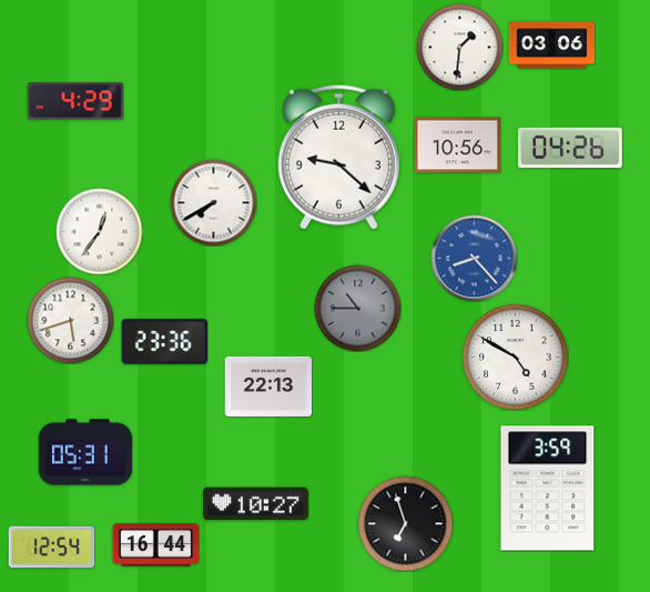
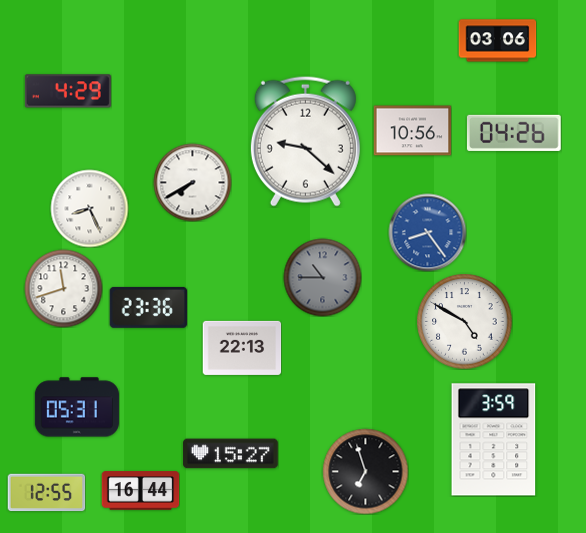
clock at (459, 47): 1:31 -> none
clock at (99, 231): 12:36 -> 8:26
clock at (474, 258): 8:23 -> 8:24
clock at (70, 320): 5:42 -> 11:42
clock at (256, 504): 10:27 -> 15:27
clock at (51, 548): 12:54 -> 12:55
